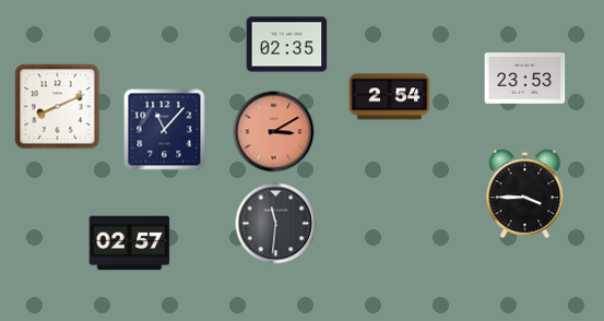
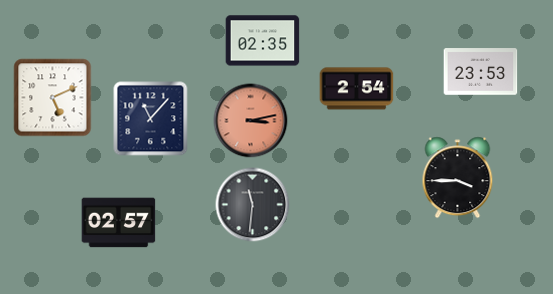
clock at (58, 107): 8:11 -> 5:11
clock at (274, 132): 3:10 -> 3:13
clock at (525, 194) position: (525, 194) -> (458, 178)
